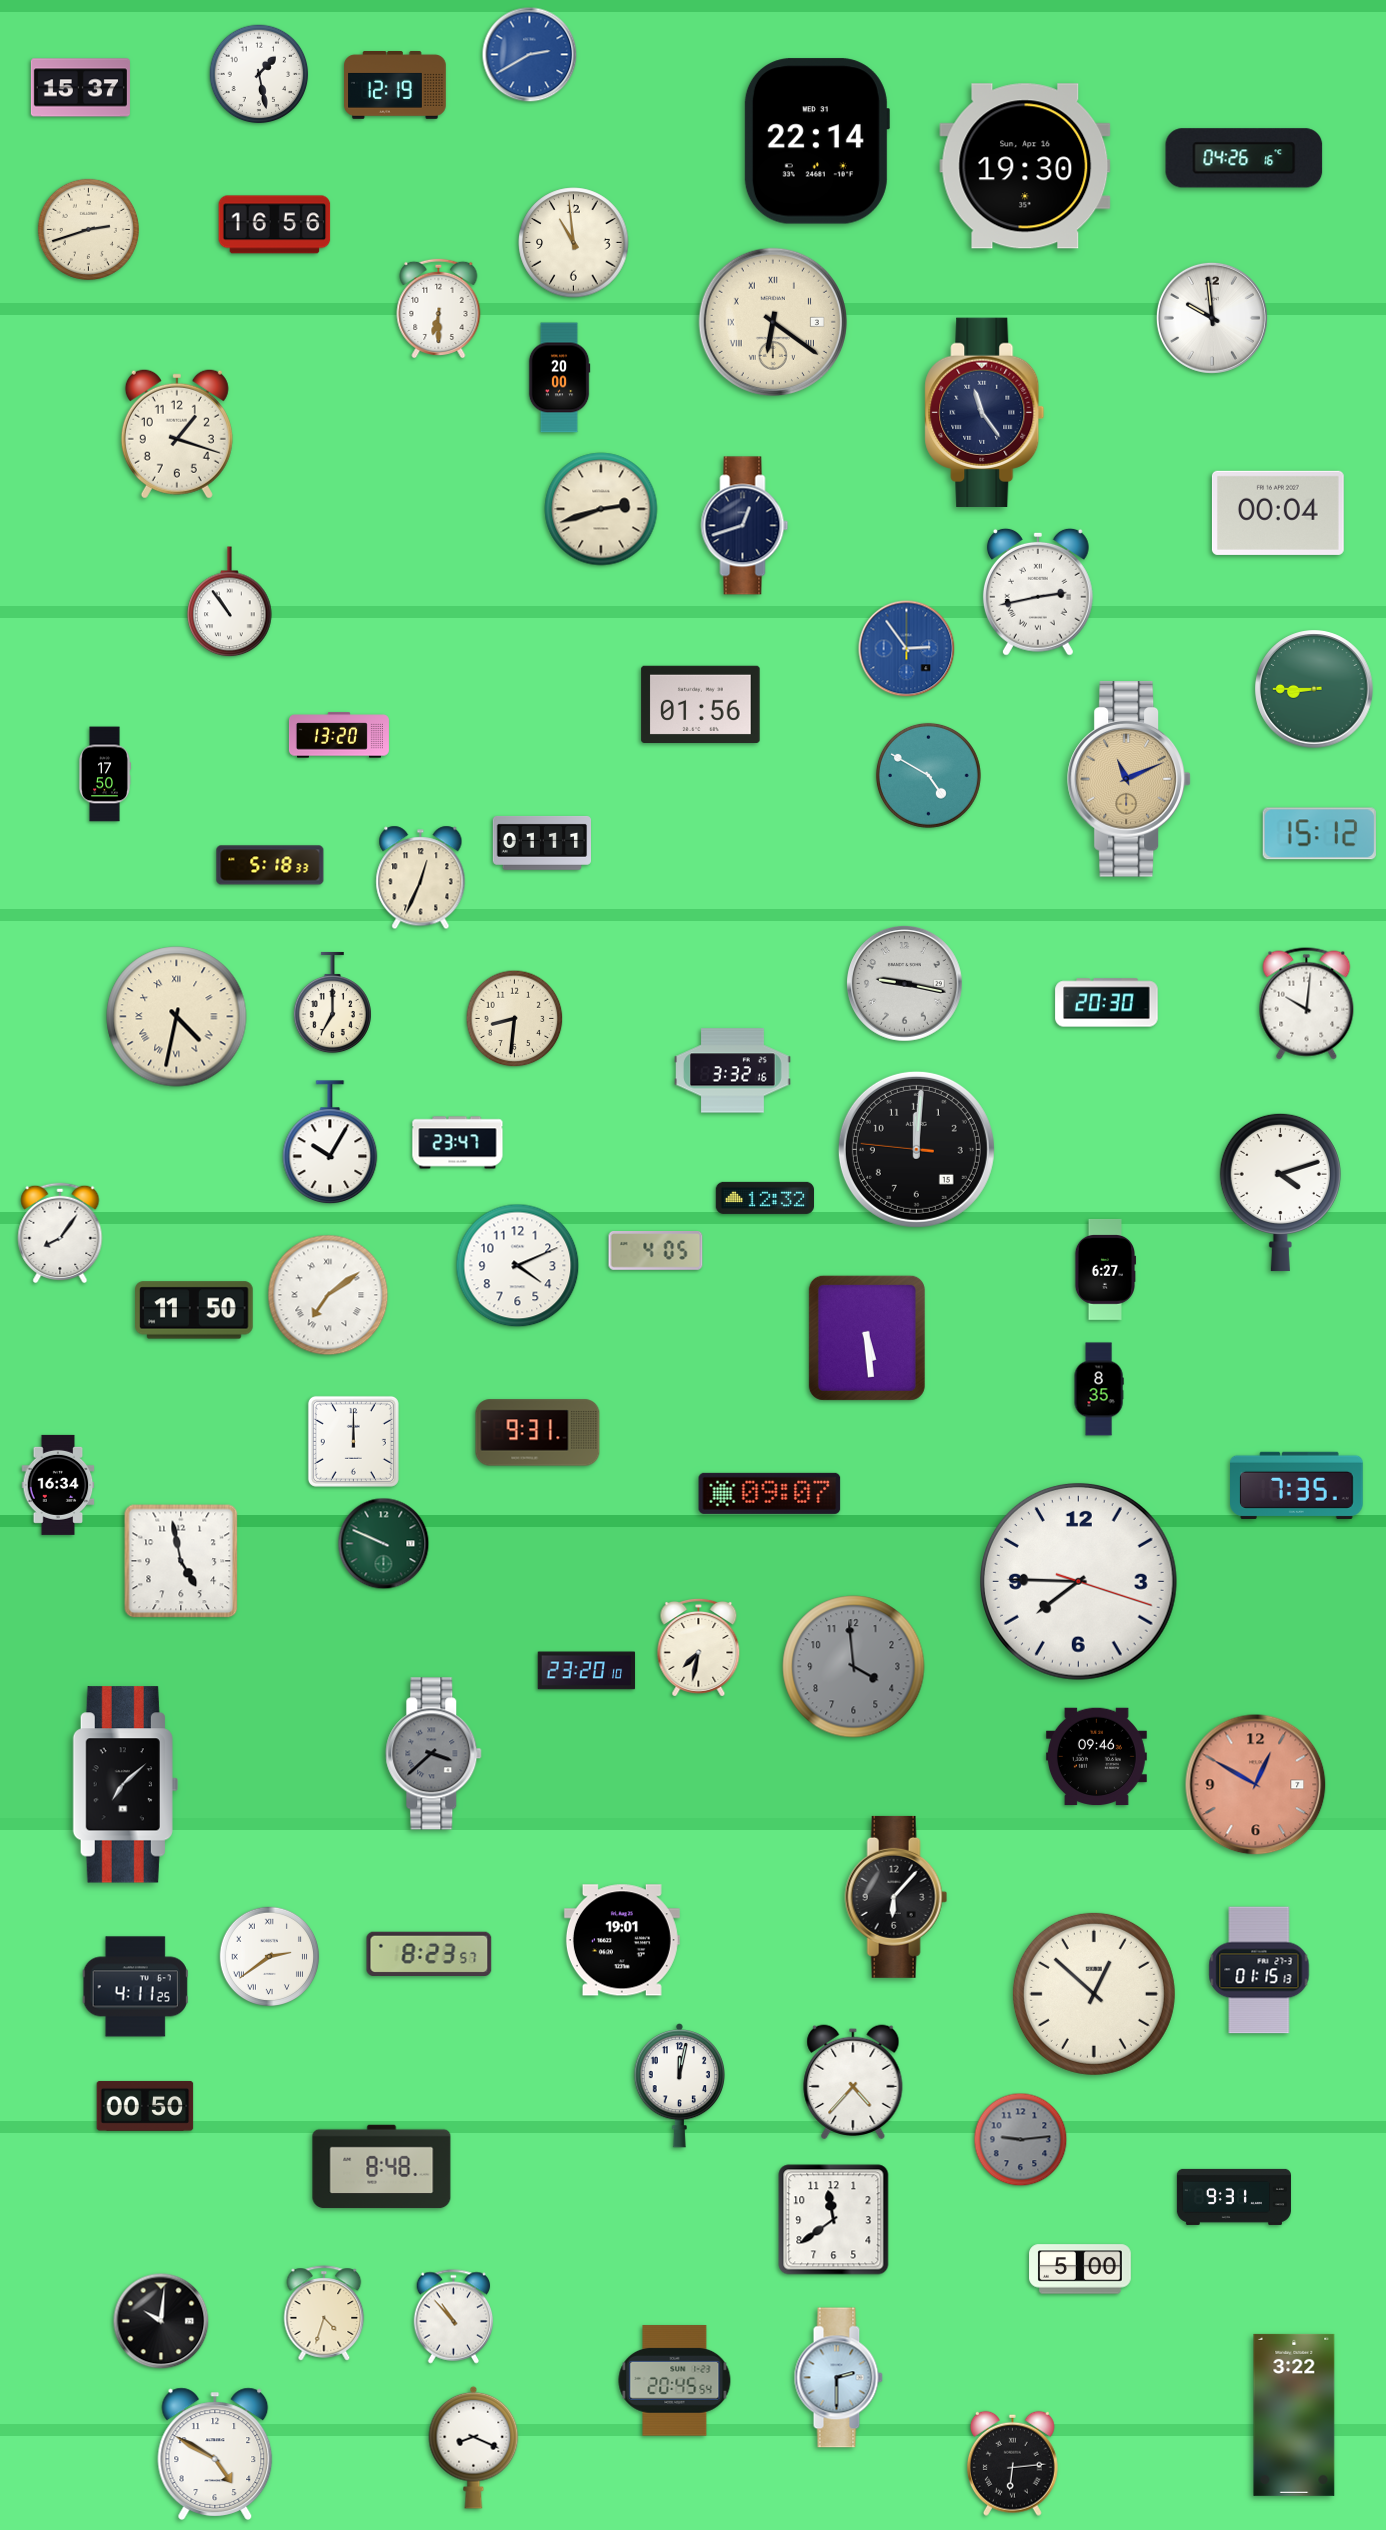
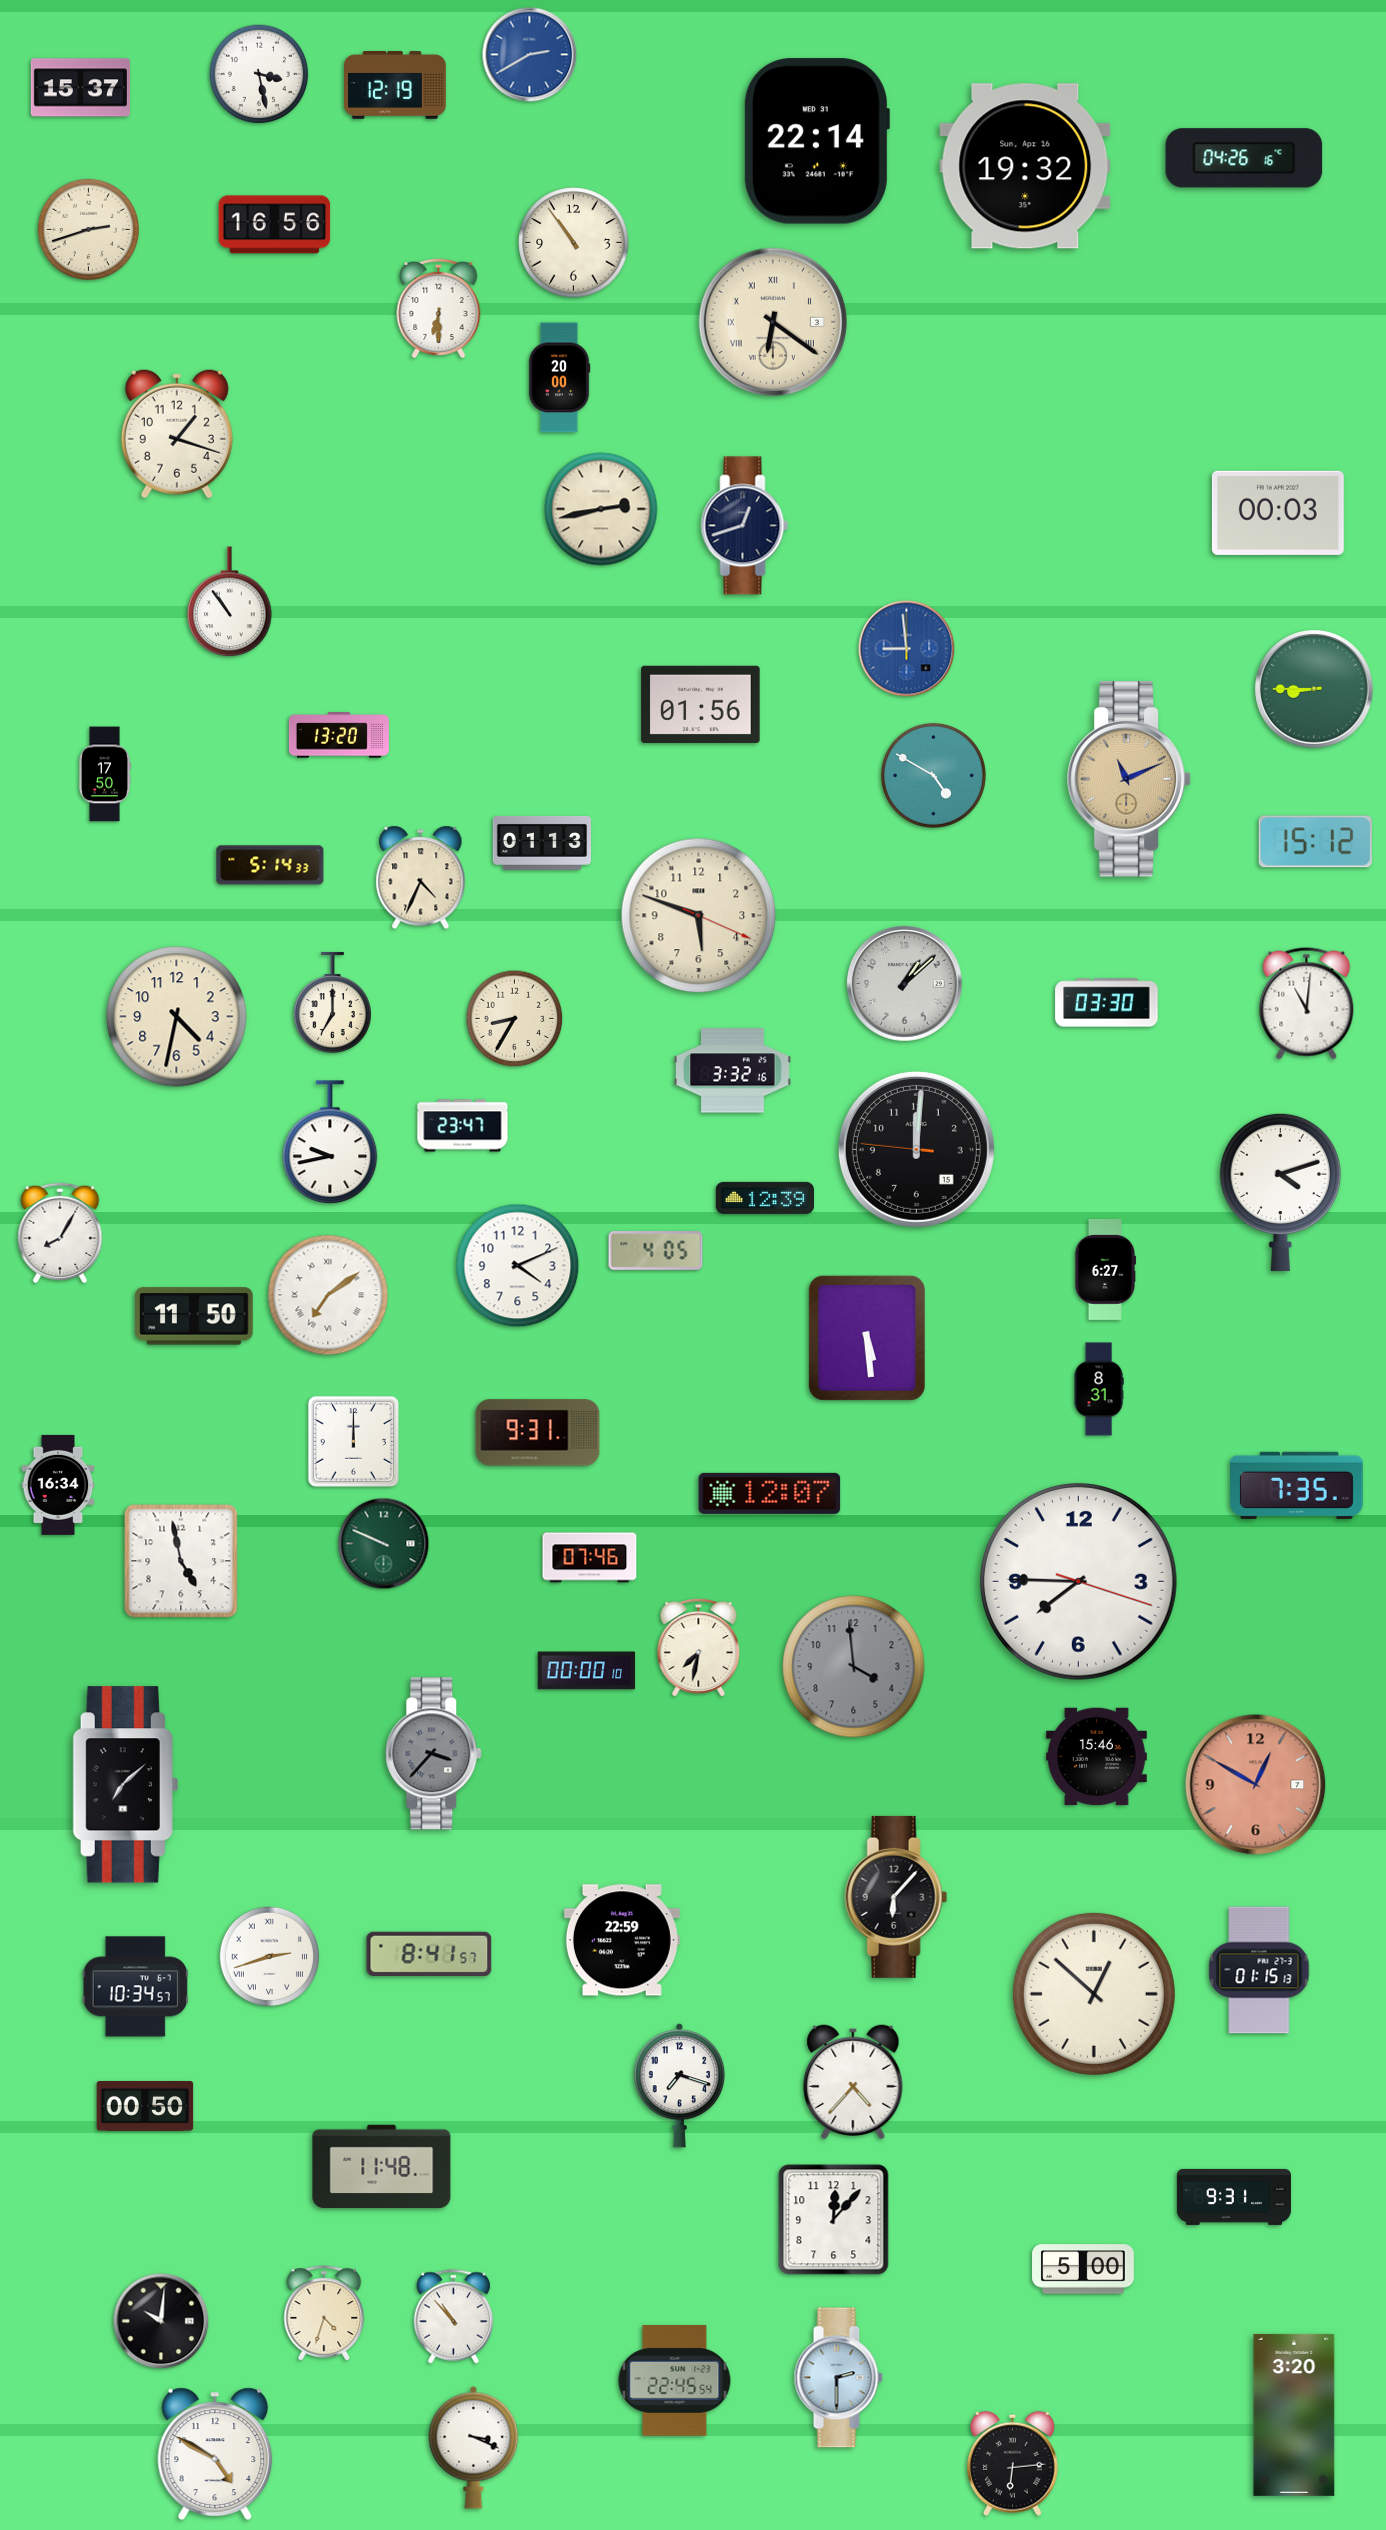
clock at (259, 74): 1:28 -> 3:28
clock at (1025, 166): 19:30 -> 19:32
clock at (574, 243): 10:59 -> 10:54
clock at (1212, 318): 9:59 -> none
clock at (985, 412): 11:24 -> none
clock at (601, 509): 2:42 -> 2:43
clock at (1278, 513): 00:04 -> 00:03
clock at (1038, 592): 2:43 -> none
clock at (907, 649): 2:54 -> 8:59
clock at (928, 775) position: (928, 775) -> (933, 775)
clock at (1319, 834) position: (1319, 834) -> (1315, 842)
clock at (541, 843): 01:11 -> 01:13
clock at (270, 865): 5:18 -> 5:14
clock at (421, 878): 12:34 -> 4:34
clock at (699, 916): none -> 5:48
clock at (905, 984): 9:17 -> 1:08
clock at (1107, 1003): 20:30 -> 03:30
clock at (1307, 1004): 10:01 -> 11:01
clock at (177, 1017) numerals: Roman -> Arabic
clock at (515, 1019): 8:31 -> 8:35
clock at (330, 1143): 10:05 -> 9:43
clock at (458, 1143) position: (458, 1143) -> (463, 1126)
clock at (764, 1198): 12:32 -> 12:39
clock at (60, 1233): 8:06 -> 8:05
clock at (194, 1310) position: (194, 1310) -> (194, 1316)
clock at (1099, 1389): 8:35 -> 8:31
clock at (770, 1493): 09:07 -> 12:07
clock at (590, 1558): none -> 07:46
clock at (587, 1671): 23:20 -> 00:00
clock at (434, 1754): 3:38 -> 3:37
clock at (1096, 1757): 09:46 -> 15:46
clock at (622, 1940): 19:01 -> 22:59
clock at (429, 1953): 8:23 -> 8:41
clock at (270, 1957): 2:39 -> 2:42
clock at (135, 1987): 4:11 -> 10:34
clock at (679, 2085): 12:02 -> 7:18
clock at (1021, 2140): 9:14 -> none
clock at (382, 2167): 8:48 -> 11:48
clock at (834, 2220): 11:39 -> 12:07
clock at (1080, 2269) position: (1080, 2269) -> (1083, 2269)
clock at (675, 2381): 20:45 -> 22:45
clock at (1294, 2415): 3:22 -> 3:20
clock at (474, 2447): 8:19 -> 3:19
